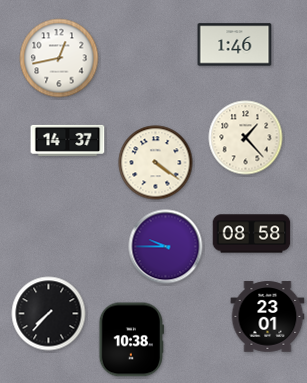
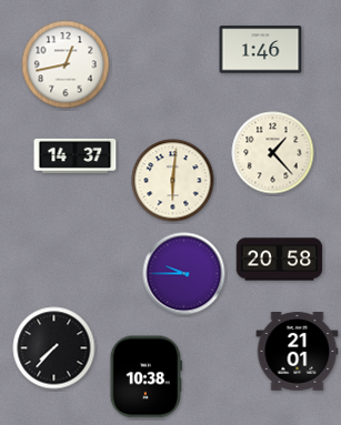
clock at (156, 163): 4:21 -> 6:01
clock at (252, 234): 08:58 -> 20:58
clock at (268, 317): 23:01 -> 21:01
